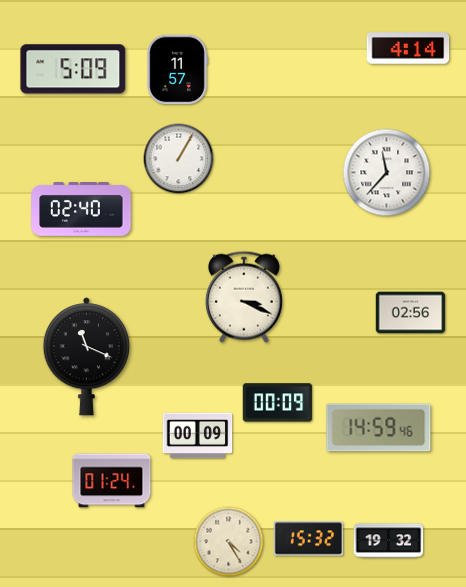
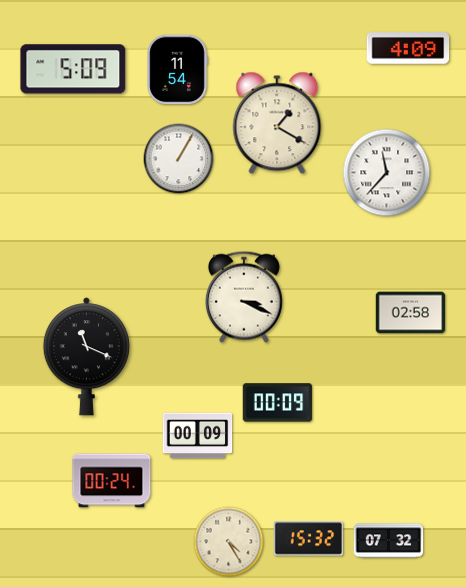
clock at (408, 48): 4:14 -> 4:09
clock at (177, 70): 11:57 -> 11:54
clock at (277, 123): none -> 1:20
clock at (81, 210): 02:40 -> none
clock at (411, 313): 02:56 -> 02:58
clock at (379, 428): 14:59 -> none
clock at (112, 481): 01:24 -> 00:24
clock at (389, 541): 19:32 -> 07:32
